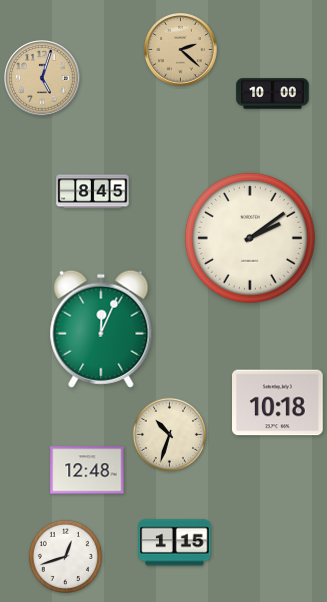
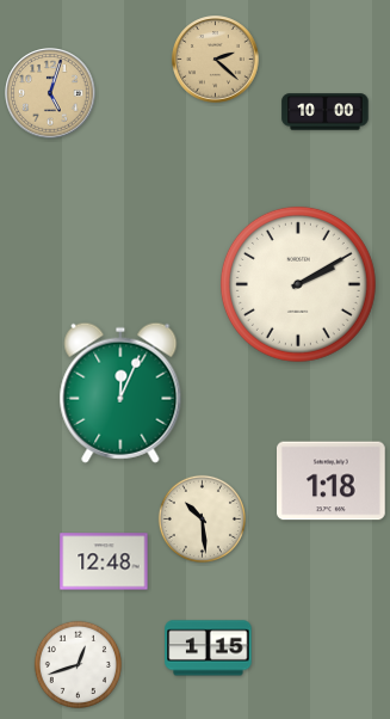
clock at (93, 192): 8:45 -> none
clock at (250, 238): 2:09 -> 2:10
clock at (278, 403): 10:18 -> 1:18
clock at (169, 434): 10:33 -> 10:29
